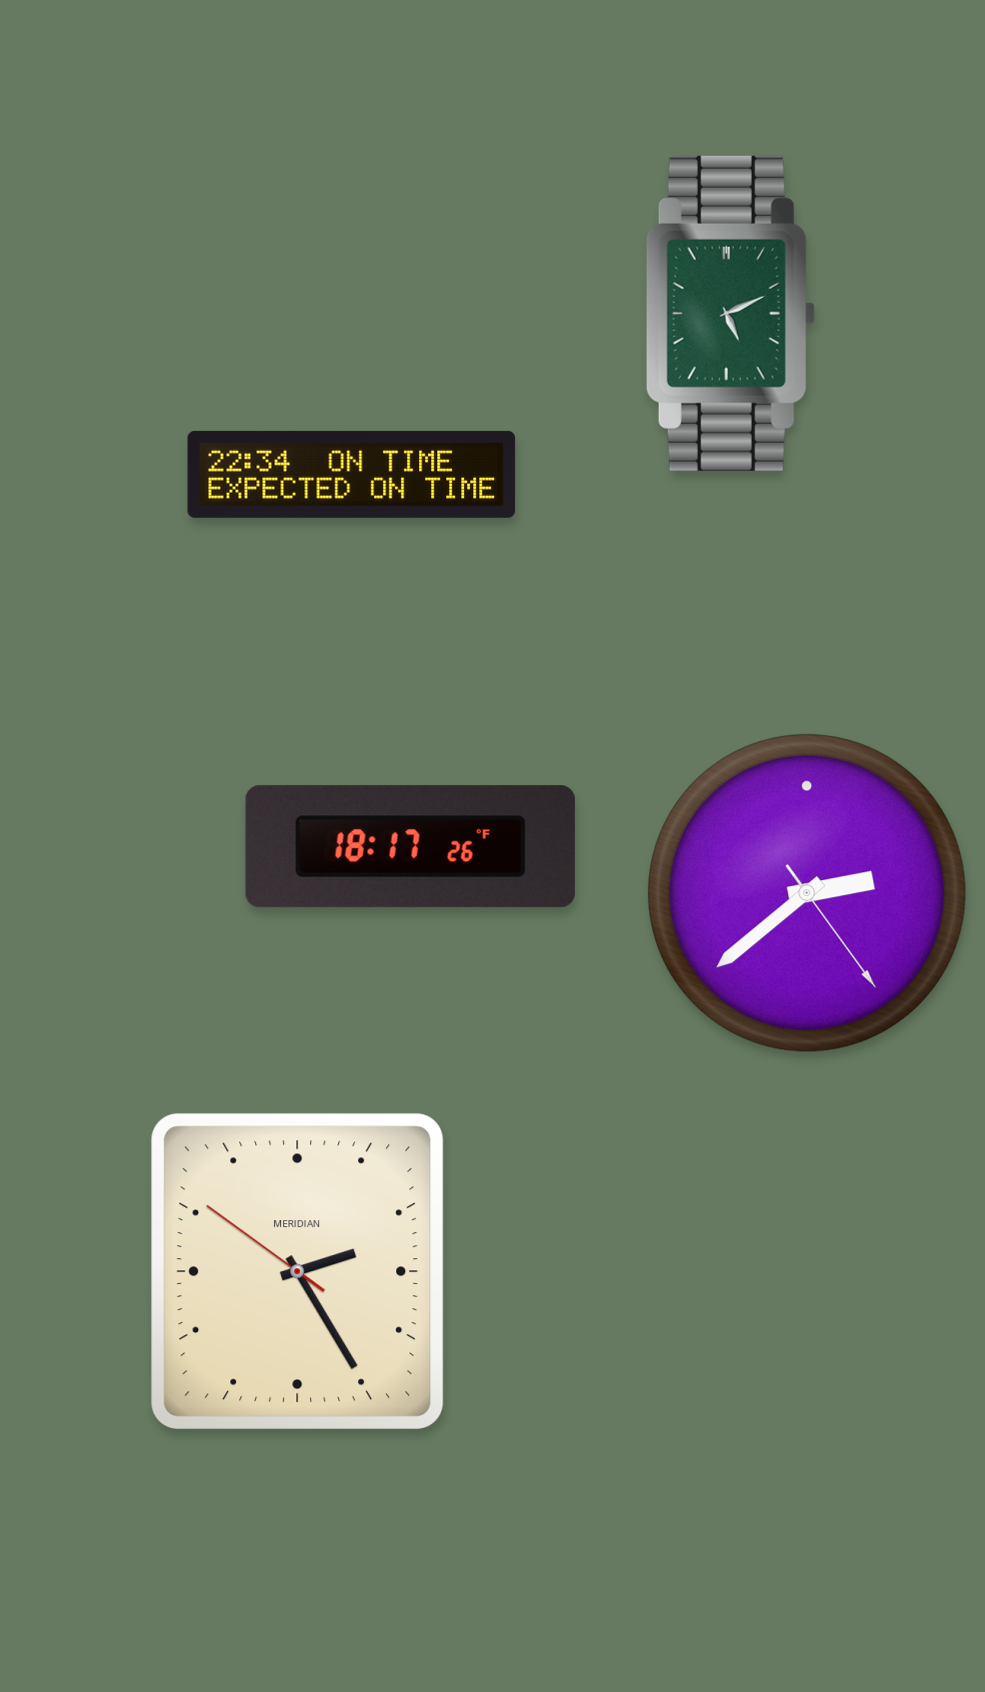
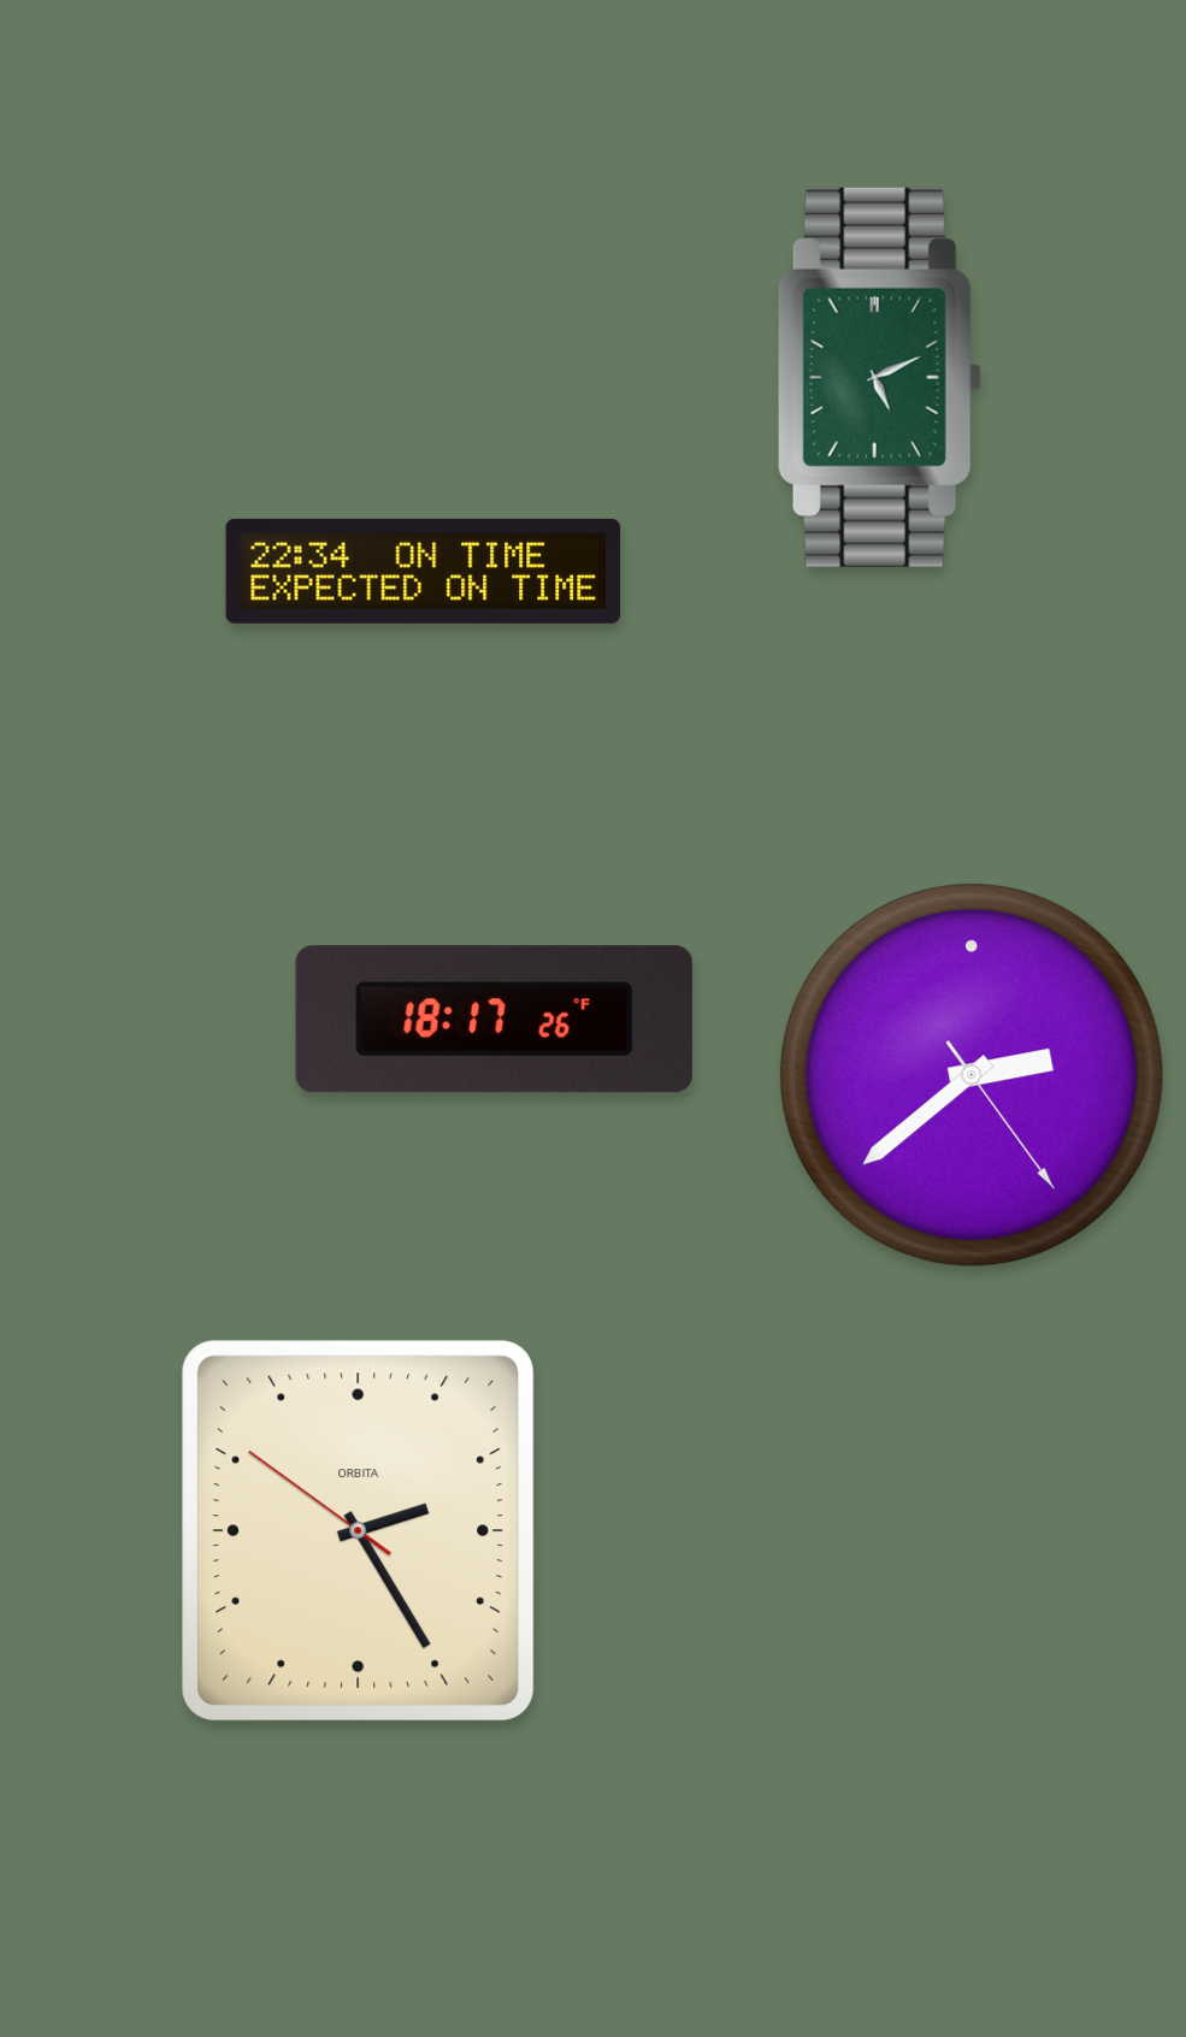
clock at (298, 1272) brand: MERIDIAN -> ORBITA
